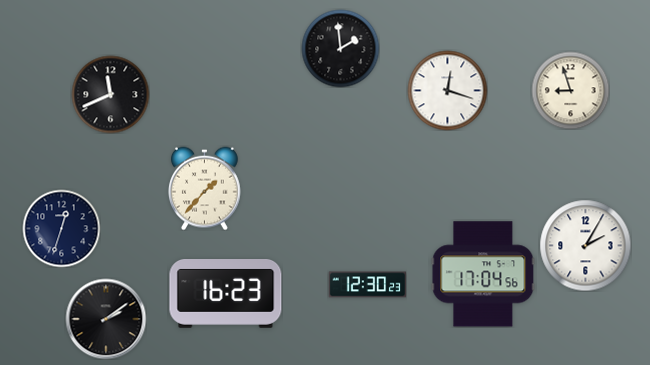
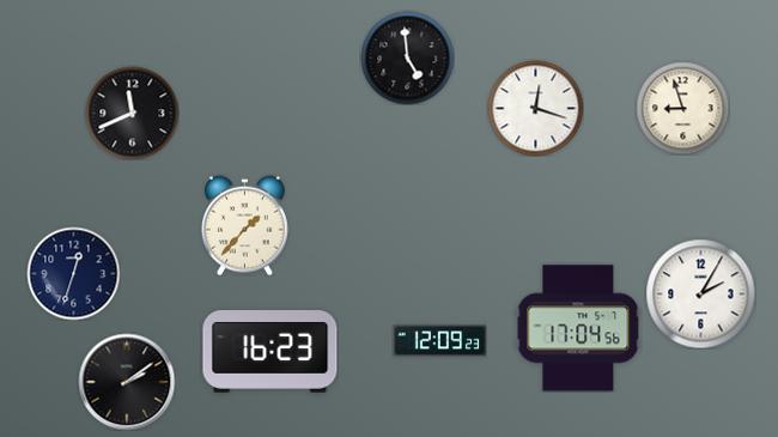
clock at (340, 48): 1:59 -> 4:59
clock at (367, 285): 12:30 -> 12:09
